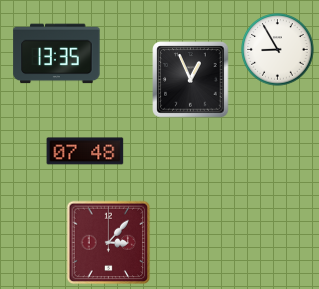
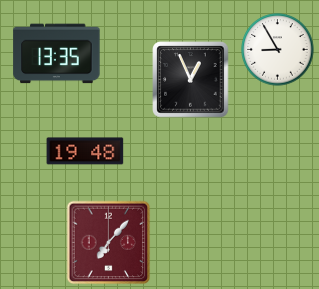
clock at (85, 151): 07:48 -> 19:48
clock at (109, 243): 3:07 -> 7:07
